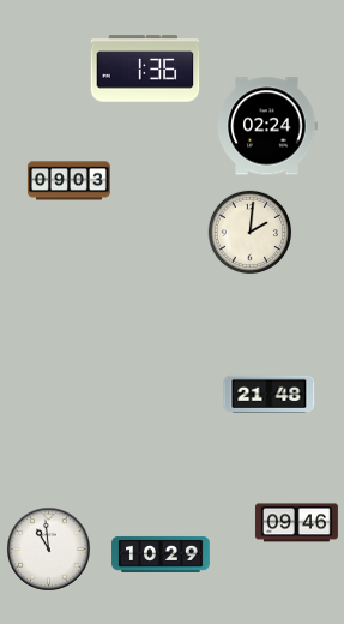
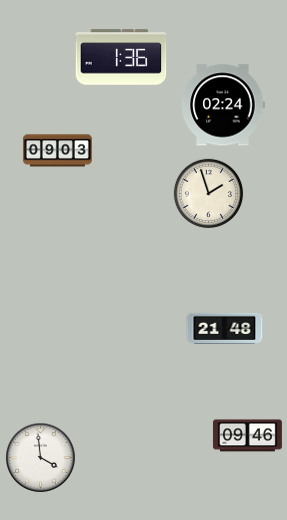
clock at (251, 233): 2:01 -> 1:57
clock at (49, 550): 10:59 -> 3:59
clock at (161, 554): 10:29 -> none
